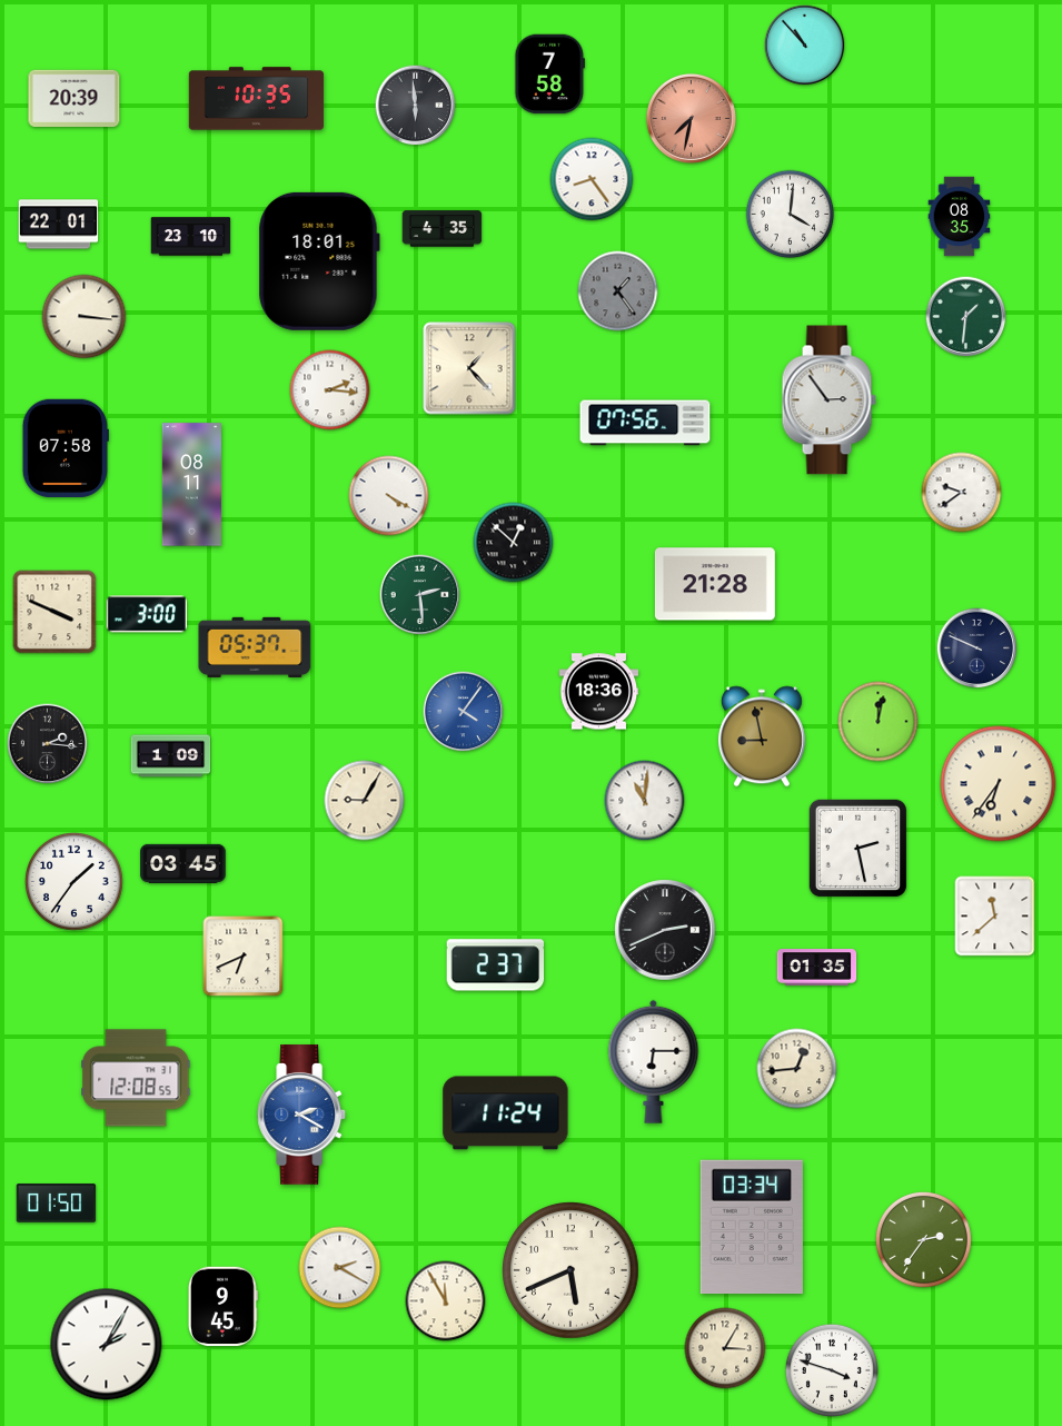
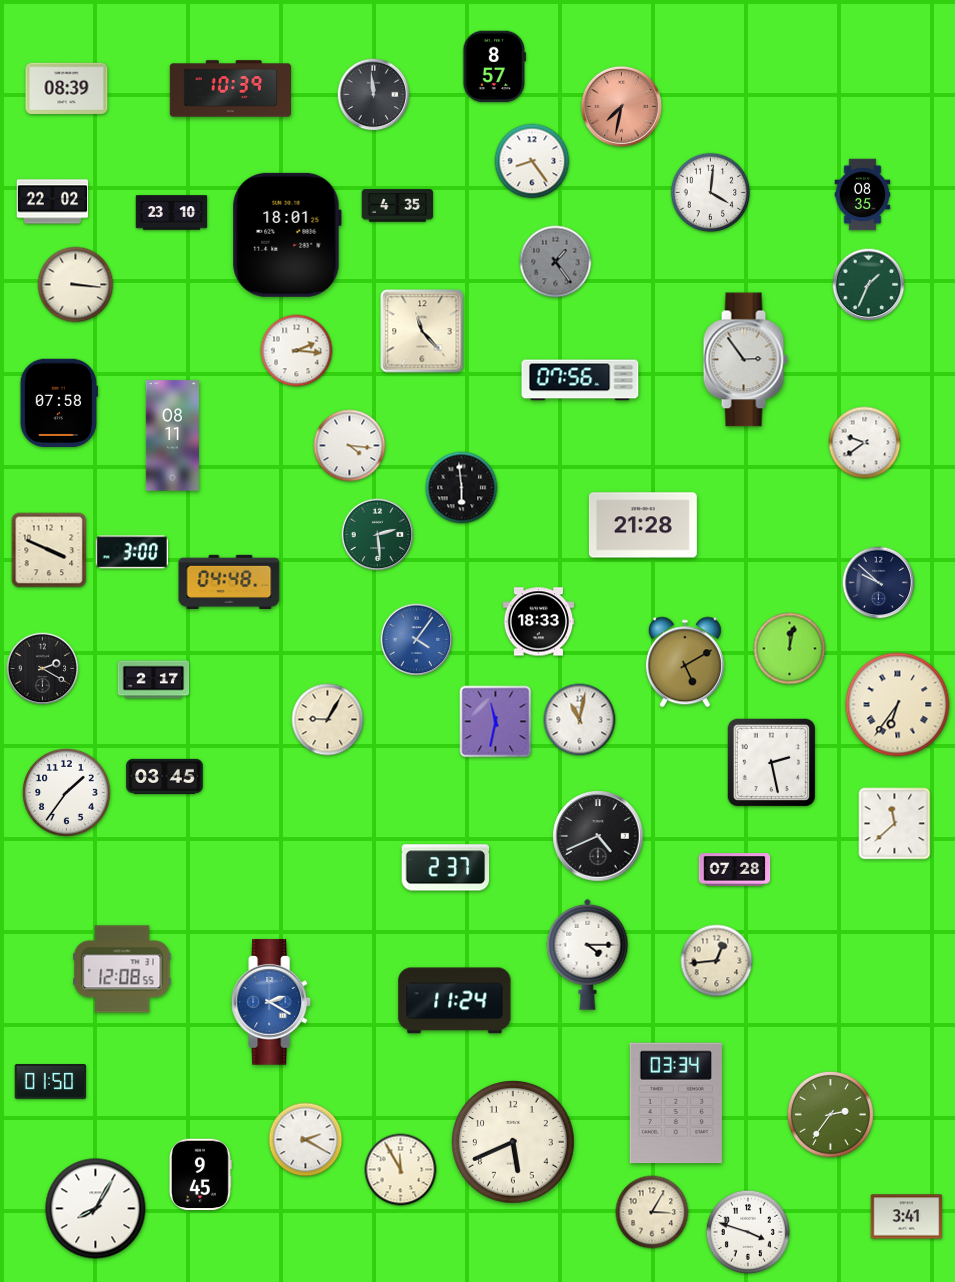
clock at (805, 46): 10:53 -> none
clock at (550, 75): 7:58 -> 8:57
clock at (75, 98): 20:39 -> 08:39
clock at (257, 99): 10:35 -> 10:39
clock at (416, 106): 5:59 -> 11:59
clock at (59, 225): 22:01 -> 22:02
clock at (966, 317): 1:31 -> 1:34
clock at (469, 368): 1:23 -> 11:23
clock at (389, 496): 4:20 -> 4:16
clock at (514, 543): 12:52 -> 5:59
clock at (255, 647): 05:37 -> 04:48
clock at (977, 648): 9:49 -> 9:52
clock at (599, 692): 18:36 -> 18:33
clock at (762, 736): 8:58 -> 5:10
clock at (48, 744): 2:16 -> 2:20
clock at (171, 756): 1:09 -> 2:17
clock at (645, 801): 11:01 -> 11:02
clock at (496, 722): none -> 11:32
clock at (665, 930): 2:41 -> 4:41
clock at (244, 957): 6:41 -> none
clock at (817, 968): 01:35 -> 07:28
clock at (654, 1061): 6:15 -> 4:15
clock at (107, 1345): 2:05 -> 8:05
clock at (907, 1217): none -> 3:41
